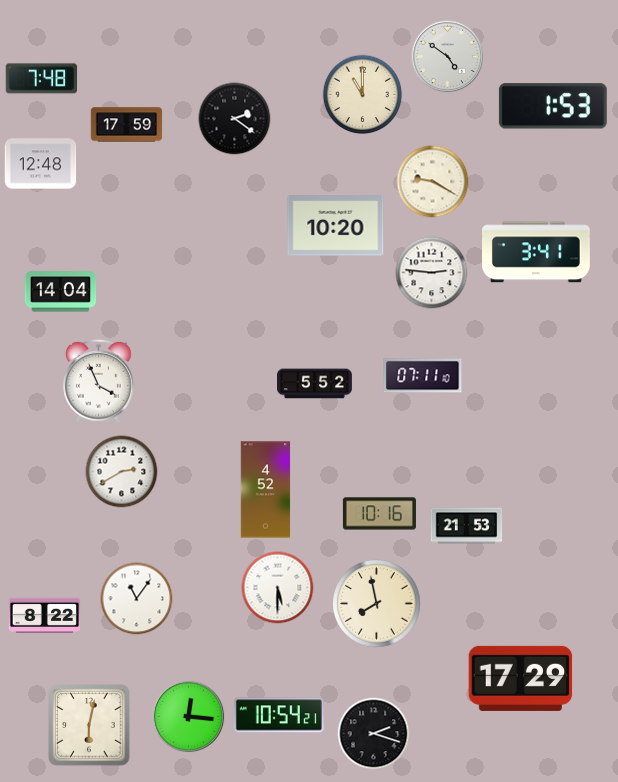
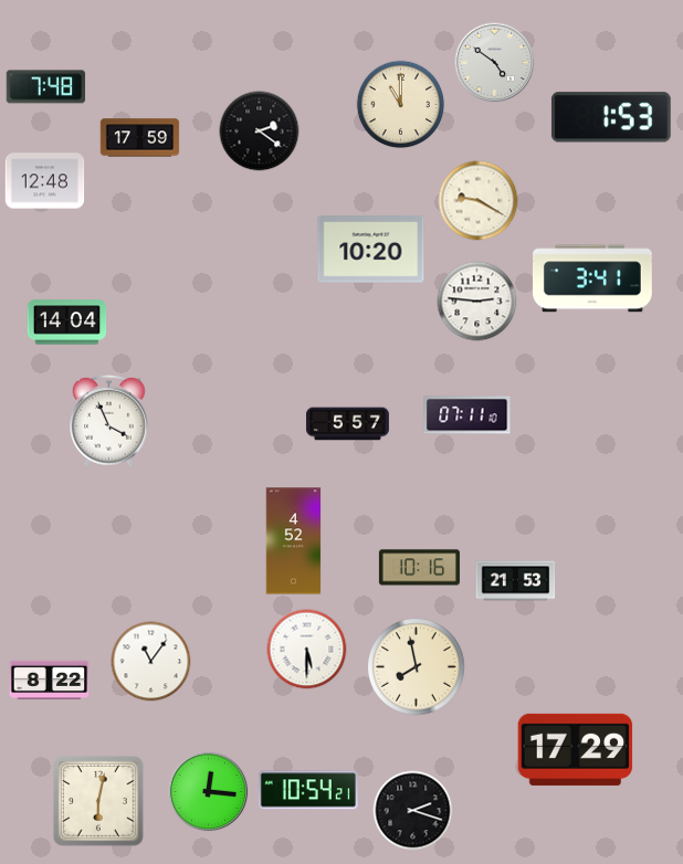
clock at (315, 384): 5:52 -> 5:57
clock at (122, 472): 2:40 -> none
